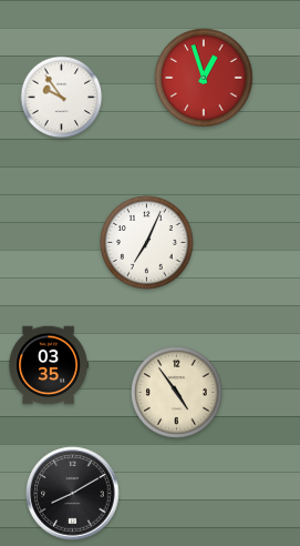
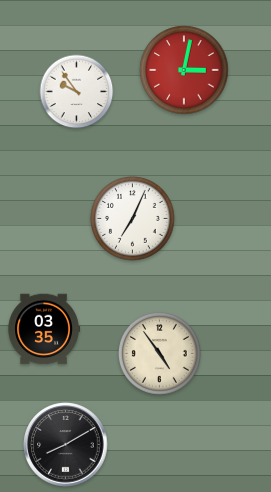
clock at (204, 78): 12:57 -> 3:02
clock at (62, 98) position: (62, 98) -> (77, 92)
